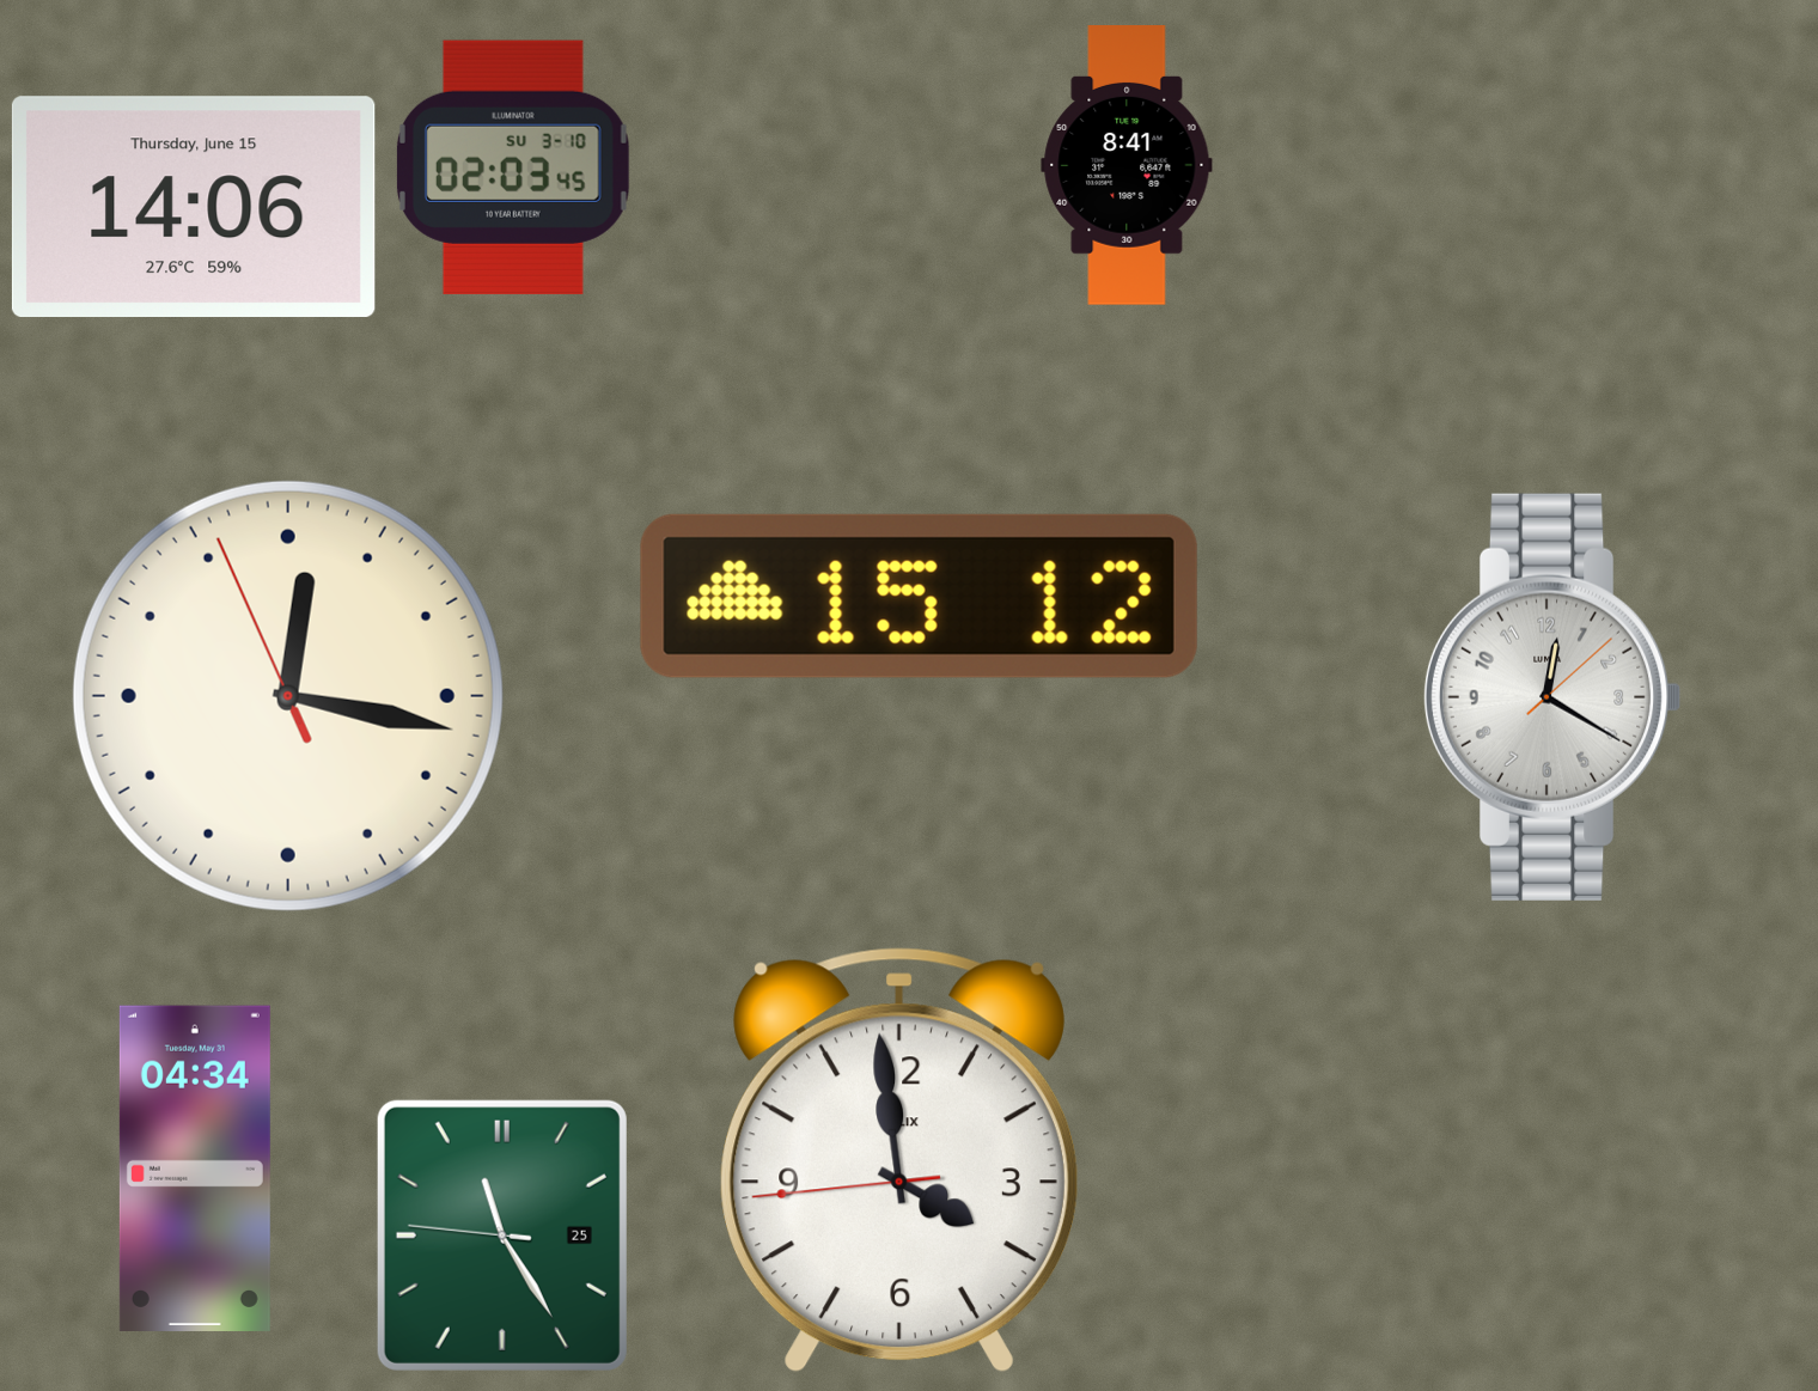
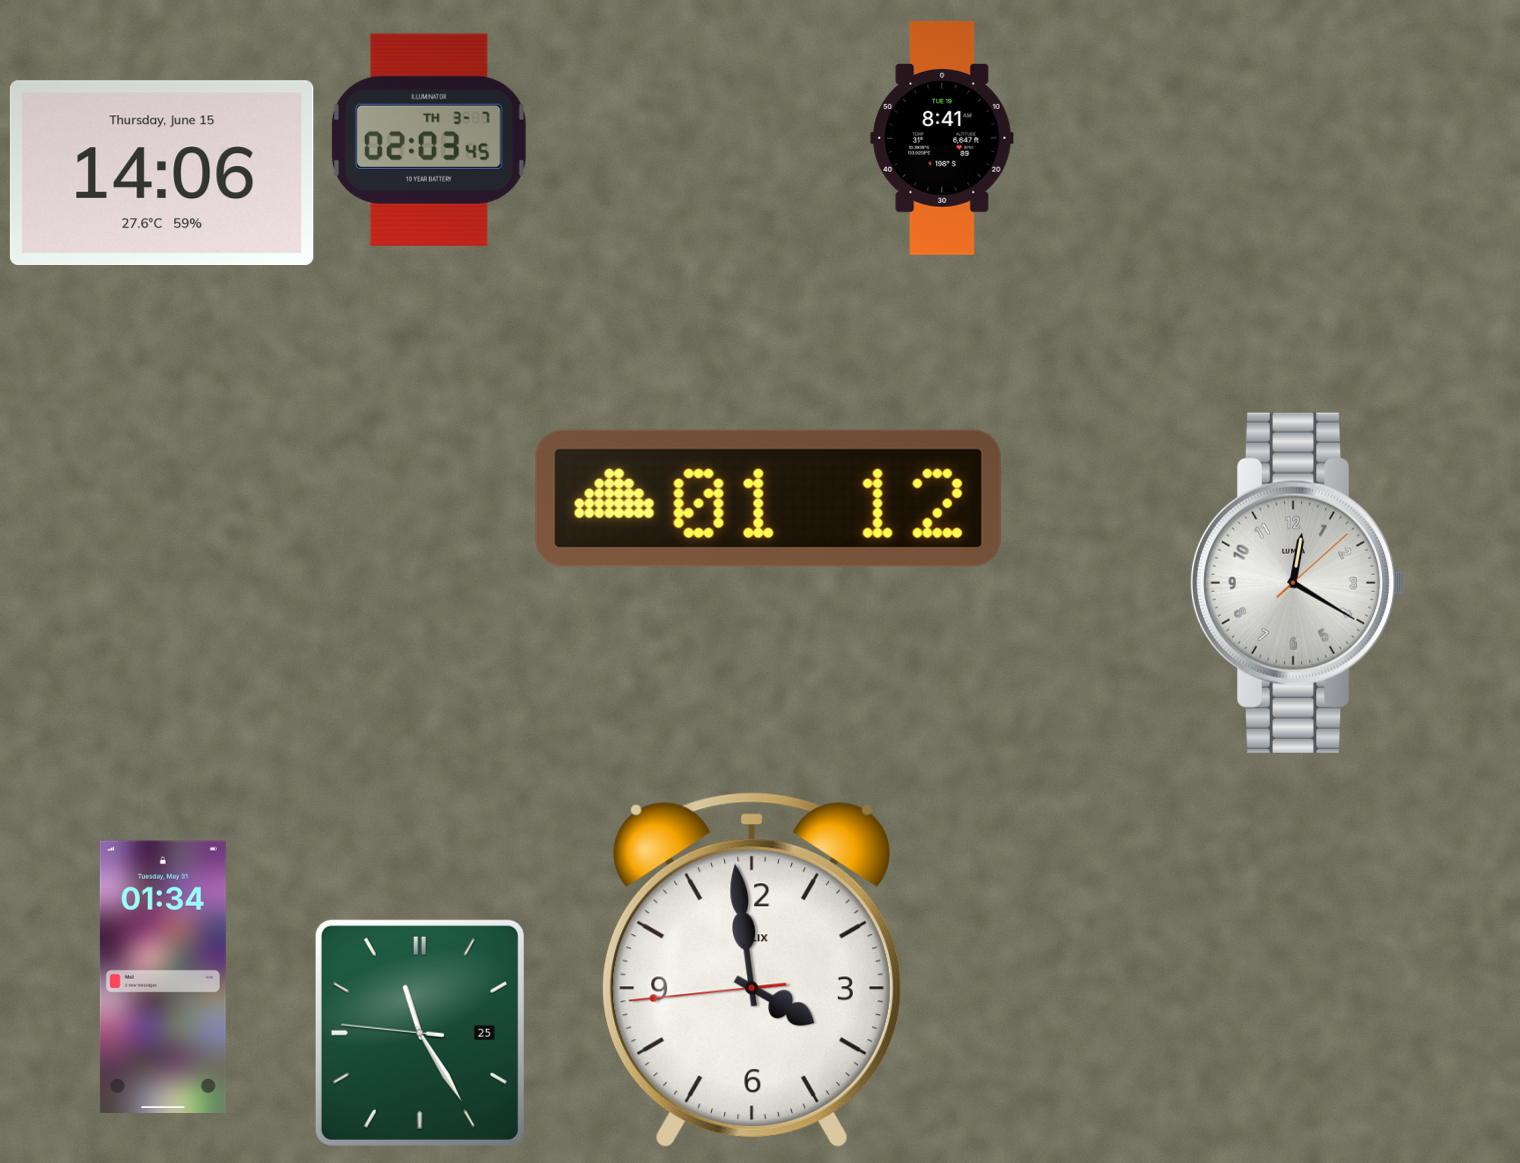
clock at (513, 167) date: SU 3-10 -> TH 3-7
clock at (919, 596): 15:12 -> 01:12
clock at (288, 696): 12:16 -> none
clock at (195, 1169): 04:34 -> 01:34
